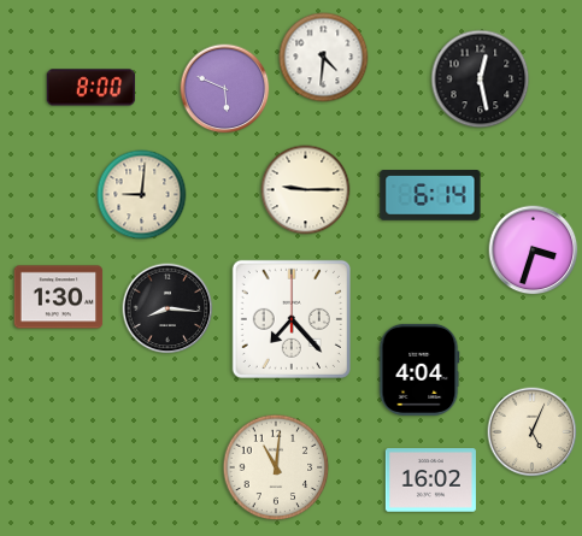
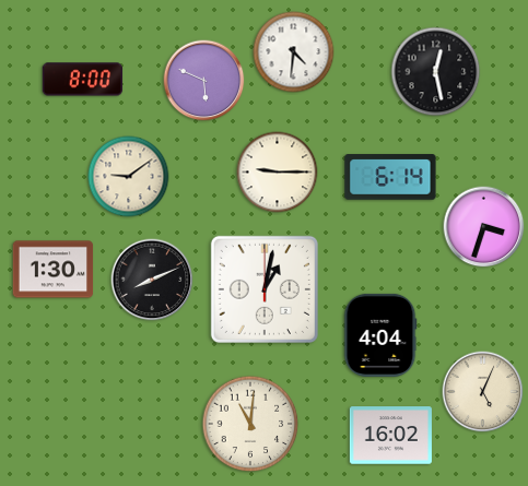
clock at (142, 195): 9:01 -> 9:09
clock at (167, 308): 8:16 -> 8:11
clock at (292, 319): 7:23 -> 1:02
